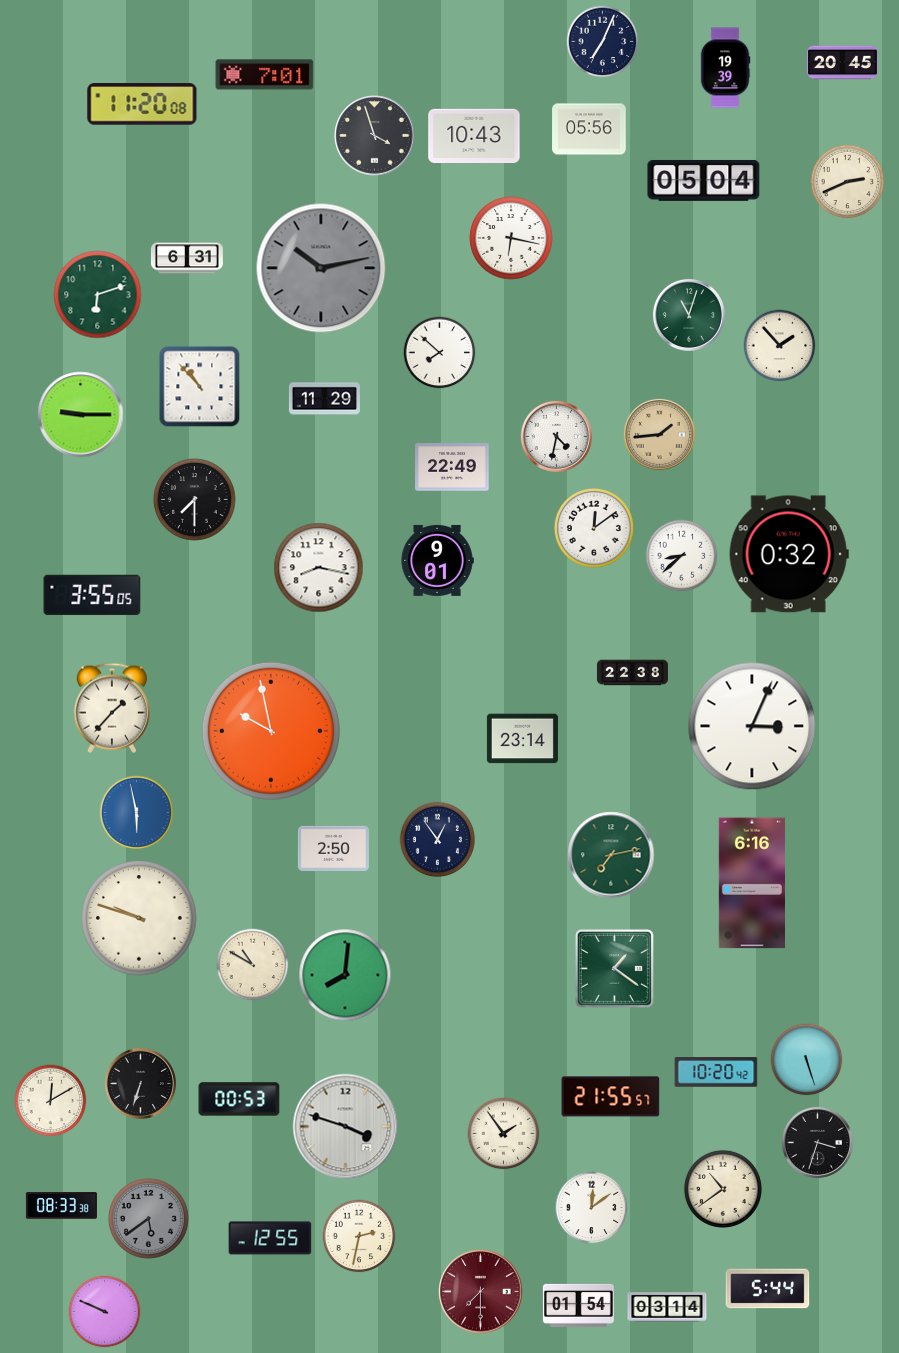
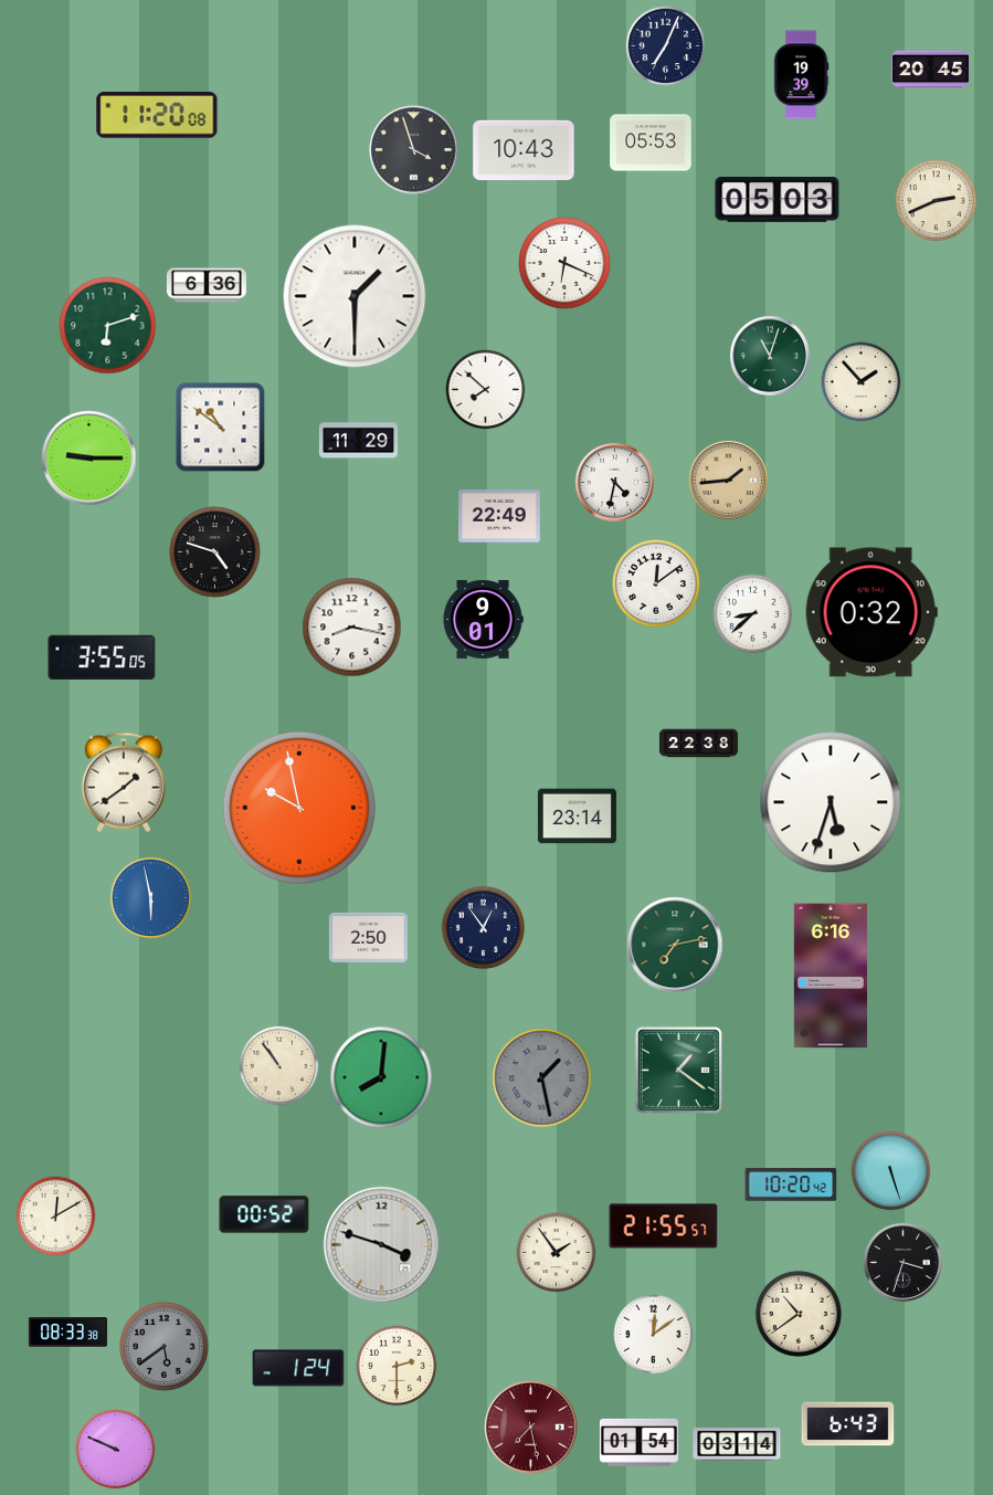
clock at (265, 75): 7:01 -> none
clock at (589, 129): 05:56 -> 05:53
clock at (704, 181): 05:04 -> 05:03
clock at (511, 238): 6:17 -> 6:19
clock at (187, 258): 6:31 -> 6:36
clock at (321, 268): 10:13 -> 1:30
clock at (321, 268) dial: grey -> white
clock at (689, 315) position: (689, 315) -> (770, 356)
clock at (200, 387): 10:53 -> 10:51
clock at (195, 500): 7:30 -> 4:48
clock at (112, 708): 1:37 -> 1:39
clock at (752, 726): 3:04 -> 5:33
clock at (139, 918): 9:48 -> none
clock at (253, 965): 10:50 -> 10:54
clock at (542, 1078): none -> 1:28
clock at (140, 1083): 6:33 -> none
clock at (611, 1097) position: (611, 1097) -> (664, 1226)
clock at (239, 1099): 00:53 -> 00:52
clock at (359, 1236): 2:32 -> 2:30
clock at (270, 1238): 12:55 -> 1:24
clock at (768, 1289): 5:44 -> 6:43
clock at (481, 1292): 7:30 -> 7:28
